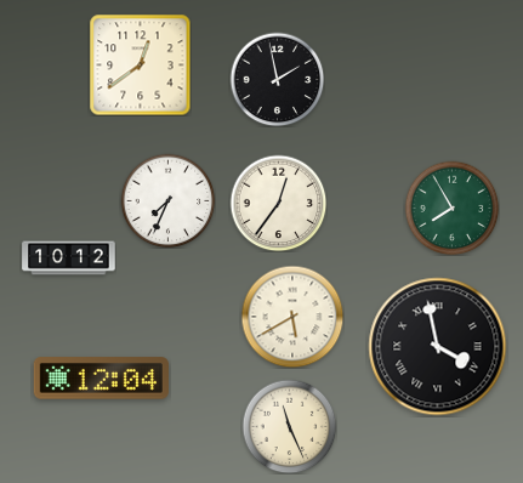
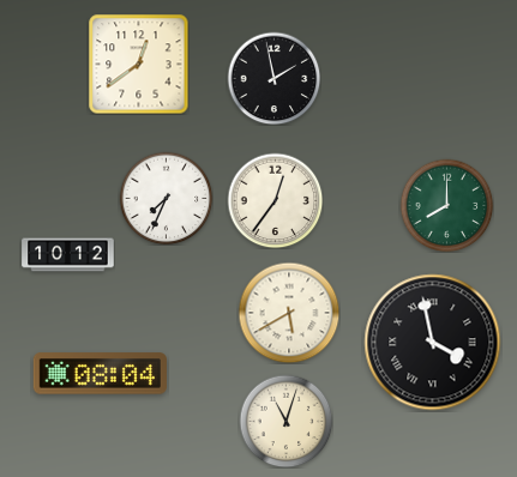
clock at (451, 208): 7:55 -> 8:00
clock at (101, 379): 12:04 -> 08:04
clock at (289, 426): 11:26 -> 11:03
